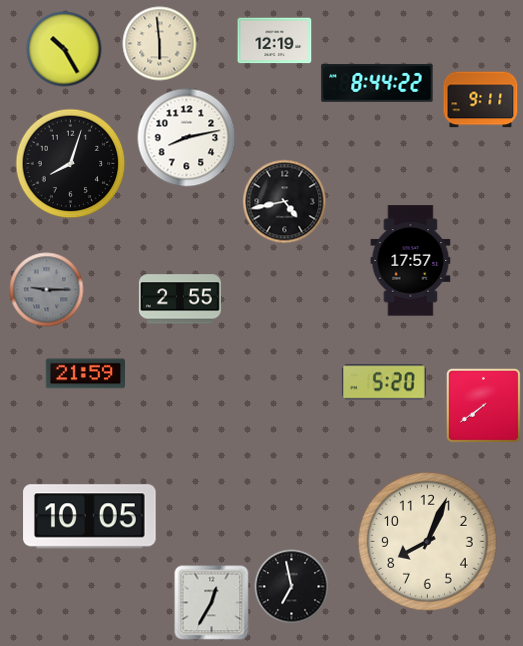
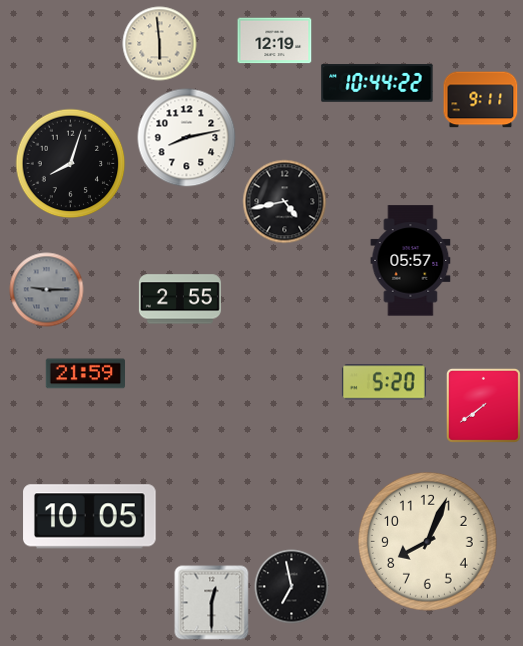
clock at (64, 49): 10:25 -> none
clock at (377, 83): 8:44 -> 10:44
clock at (411, 261): 17:57 -> 05:57
clock at (212, 603): 12:35 -> 12:30
